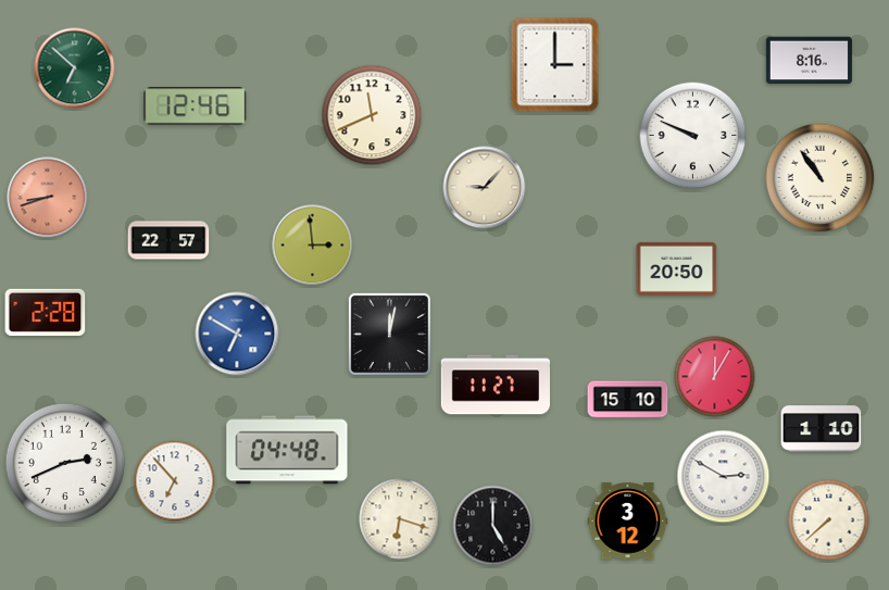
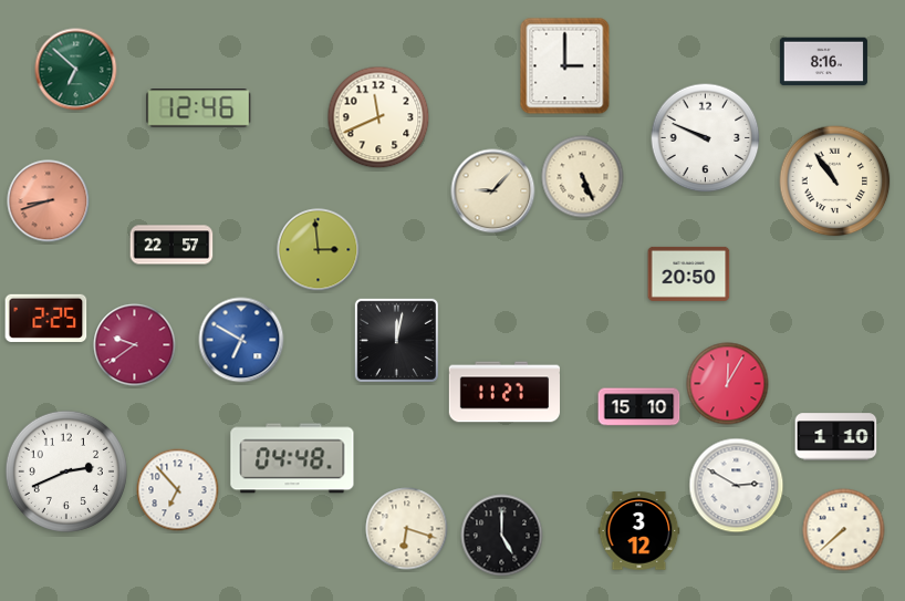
clock at (583, 177): none -> 5:26
clock at (46, 312): 2:28 -> 2:25
clock at (135, 345): none -> 9:39
